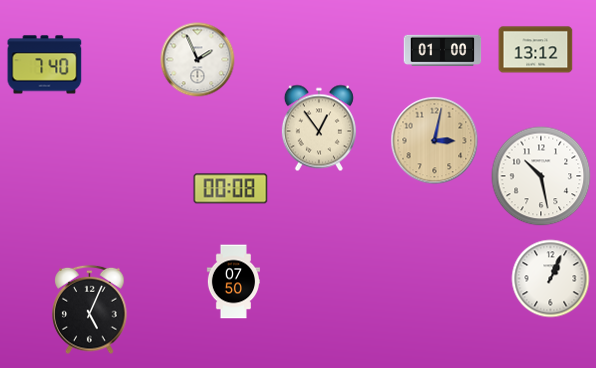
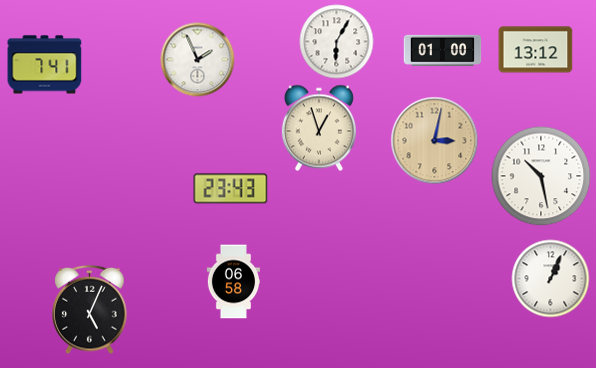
clock at (337, 42): none -> 6:05
clock at (45, 65): 7:40 -> 7:41
clock at (319, 128): 12:54 -> 12:57
clock at (231, 189): 00:08 -> 23:43
clock at (233, 282): 07:50 -> 06:58
